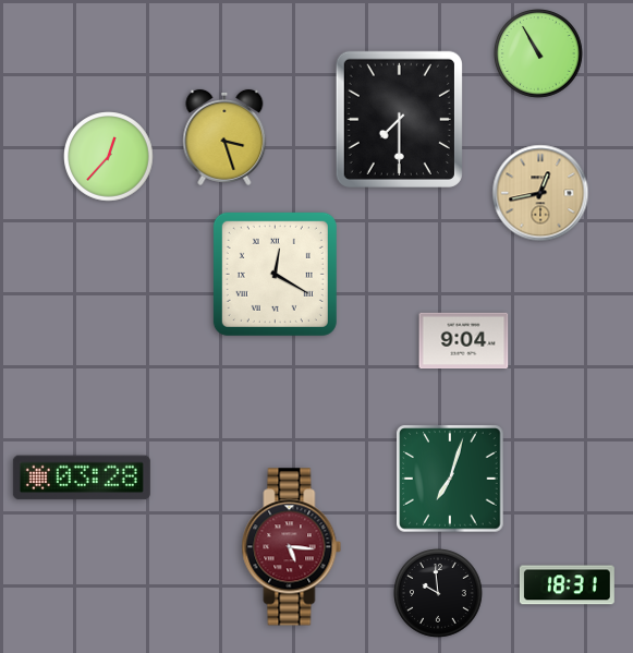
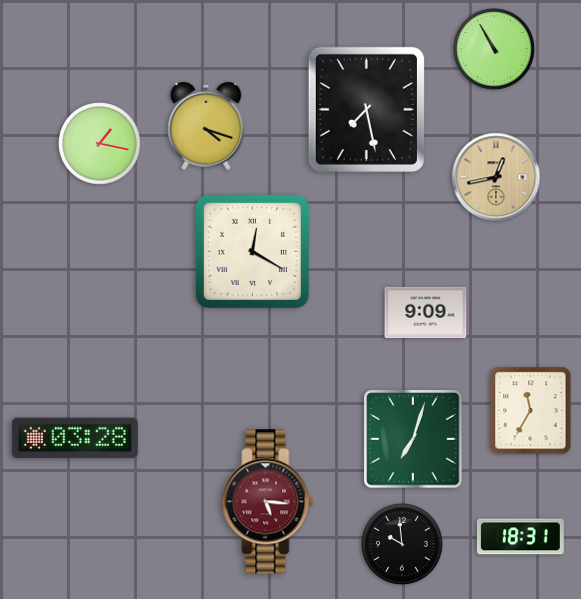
clock at (399, 119): 7:30 -> 7:28
clock at (224, 137): 3:27 -> 4:18
clock at (109, 157): 12:37 -> 1:17
clock at (464, 341): 9:04 -> 9:09
clock at (531, 411): none -> 11:35
